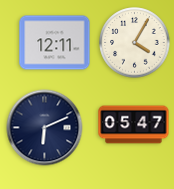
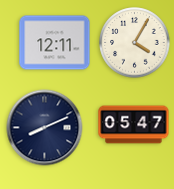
clock at (45, 128): 6:11 -> 8:11
